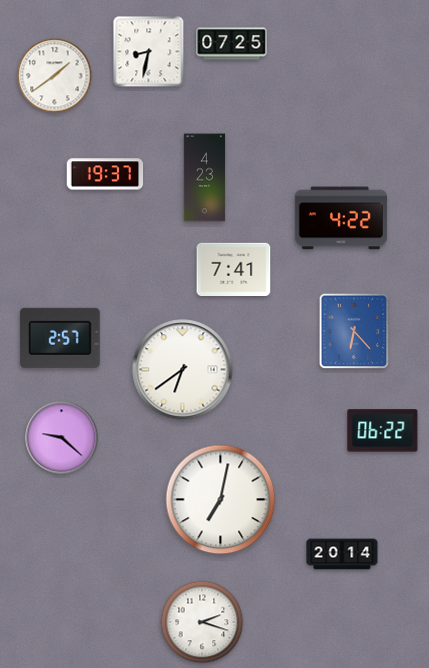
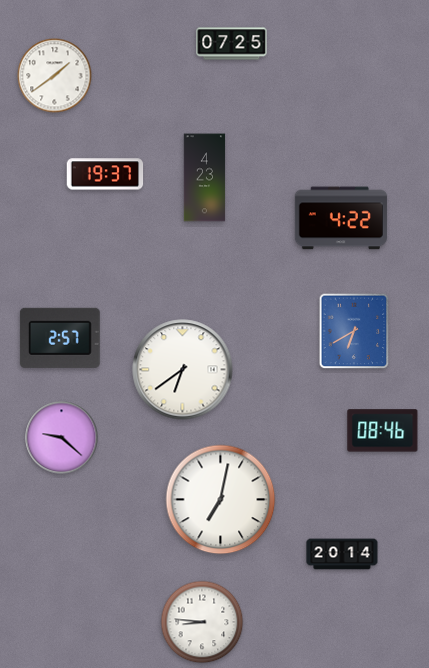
clock at (149, 52): 8:32 -> none
clock at (234, 269): 7:41 -> none
clock at (354, 331): 6:23 -> 6:40
clock at (383, 431): 06:22 -> 08:46
clock at (202, 622): 2:18 -> 8:46
